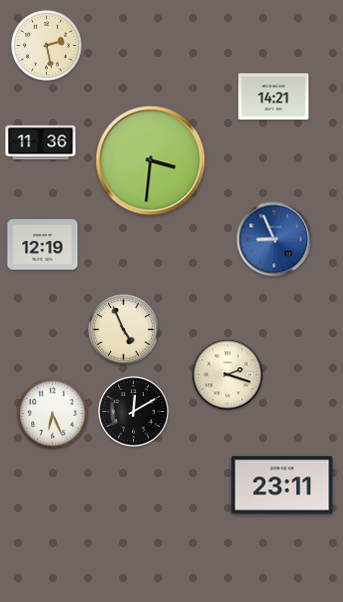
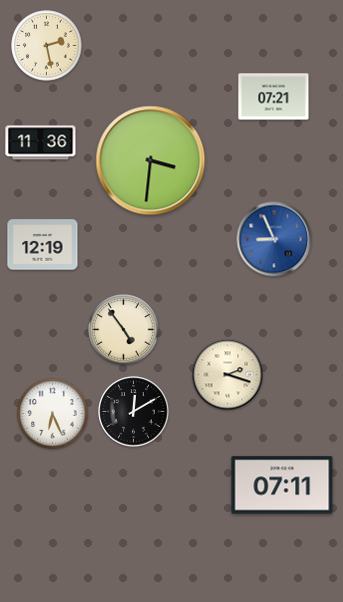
clock at (274, 97): 14:21 -> 07:21
clock at (124, 330): 4:56 -> 4:54
clock at (282, 485): 23:11 -> 07:11
